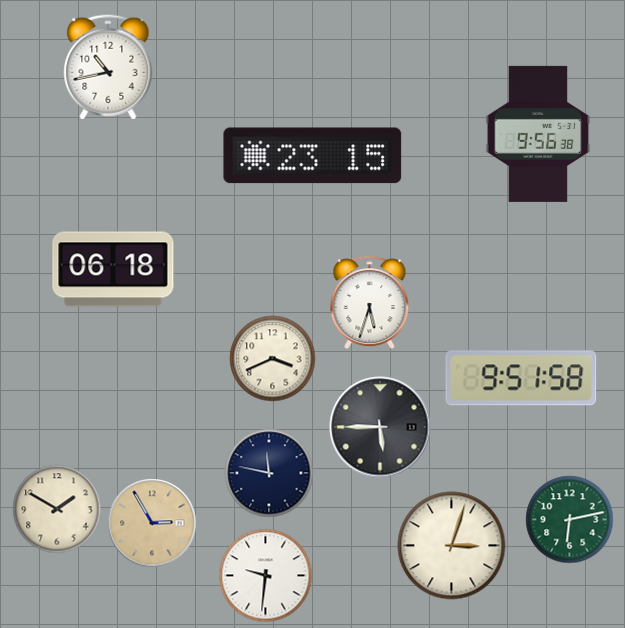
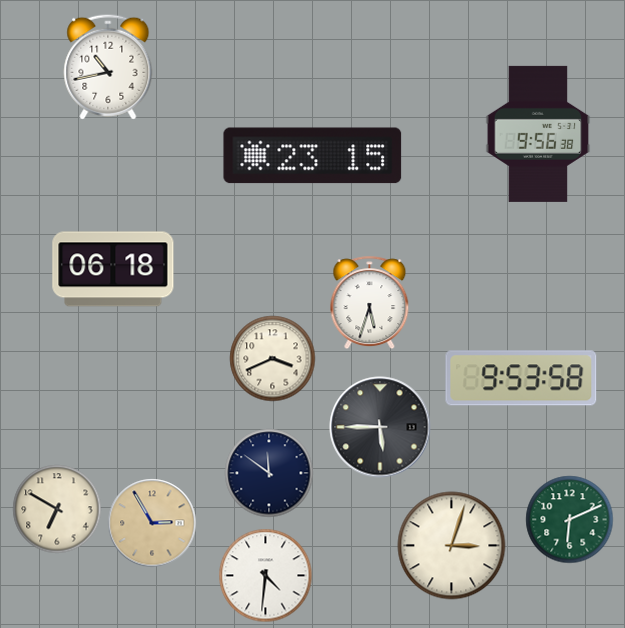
clock at (521, 378): 9:51 -> 9:53
clock at (269, 473): 11:47 -> 11:51
clock at (57, 509): 1:50 -> 6:50
clock at (570, 520): 6:13 -> 6:11
clock at (266, 576): 9:31 -> 4:31
